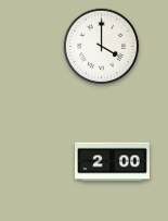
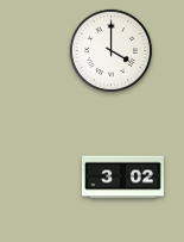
clock at (113, 162): 2:00 -> 3:02
